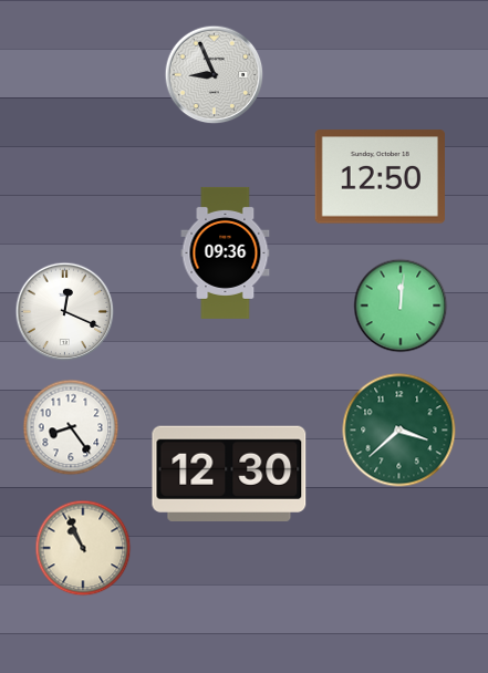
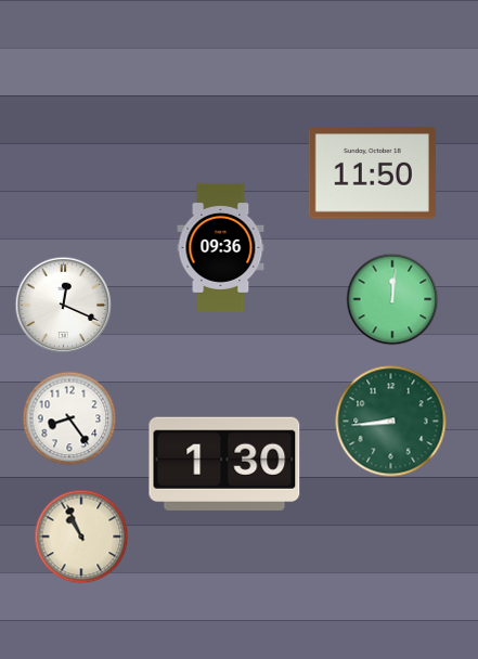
clock at (215, 75): 8:56 -> none
clock at (380, 177): 12:50 -> 11:50
clock at (399, 431): 3:38 -> 8:44
clock at (229, 474): 12:30 -> 1:30
